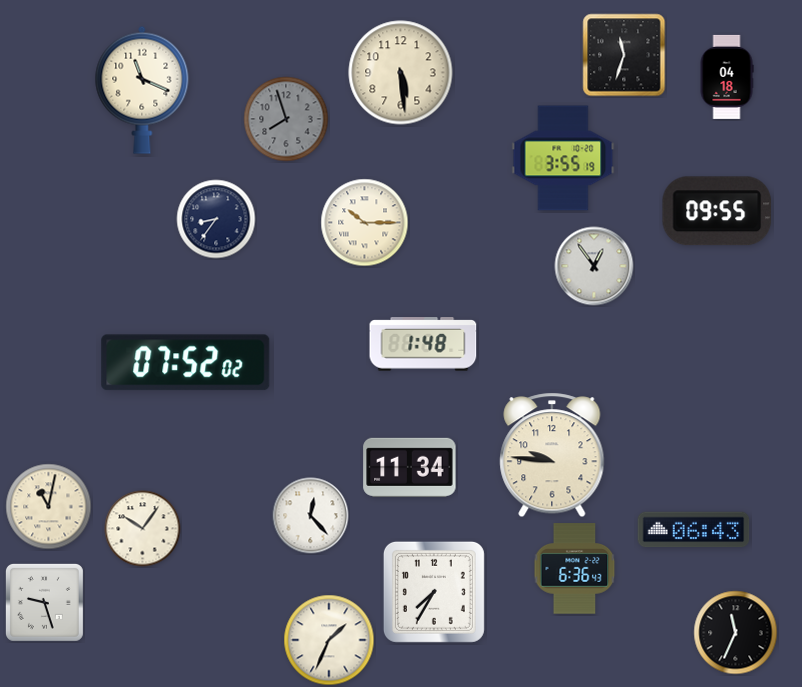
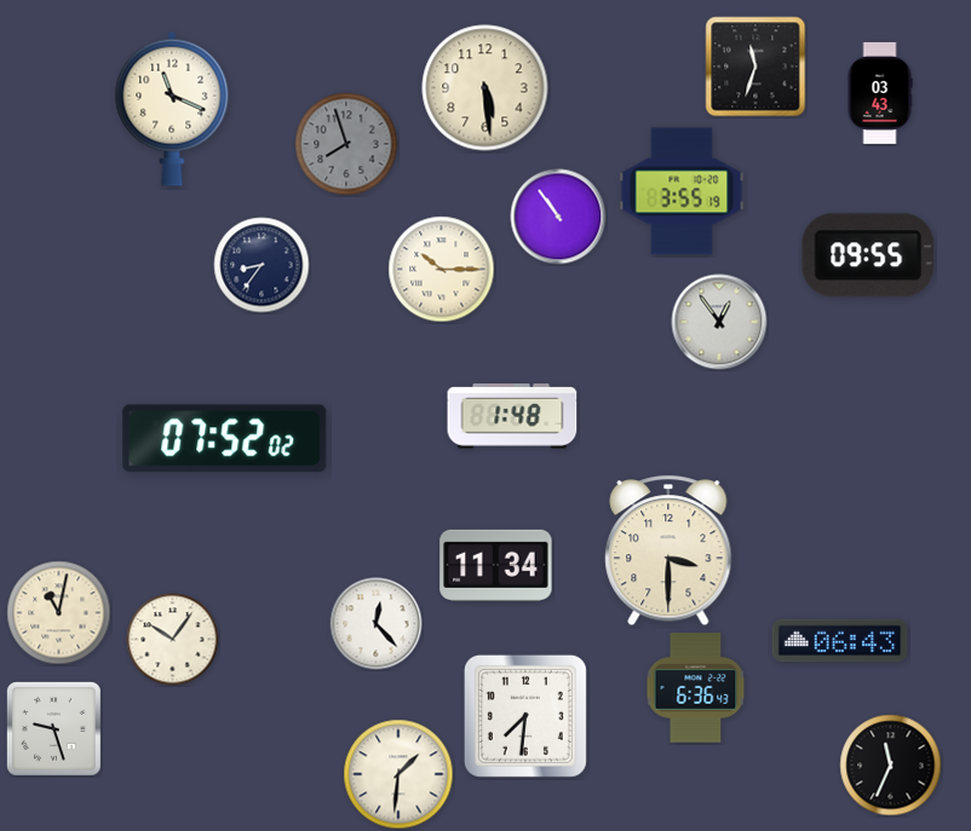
clock at (727, 77): 04:18 -> 03:43
clock at (558, 217): none -> 10:54
clock at (552, 455): 9:46 -> 3:30
clock at (434, 592): 7:35 -> 7:31
clock at (329, 640): 1:34 -> 1:31
